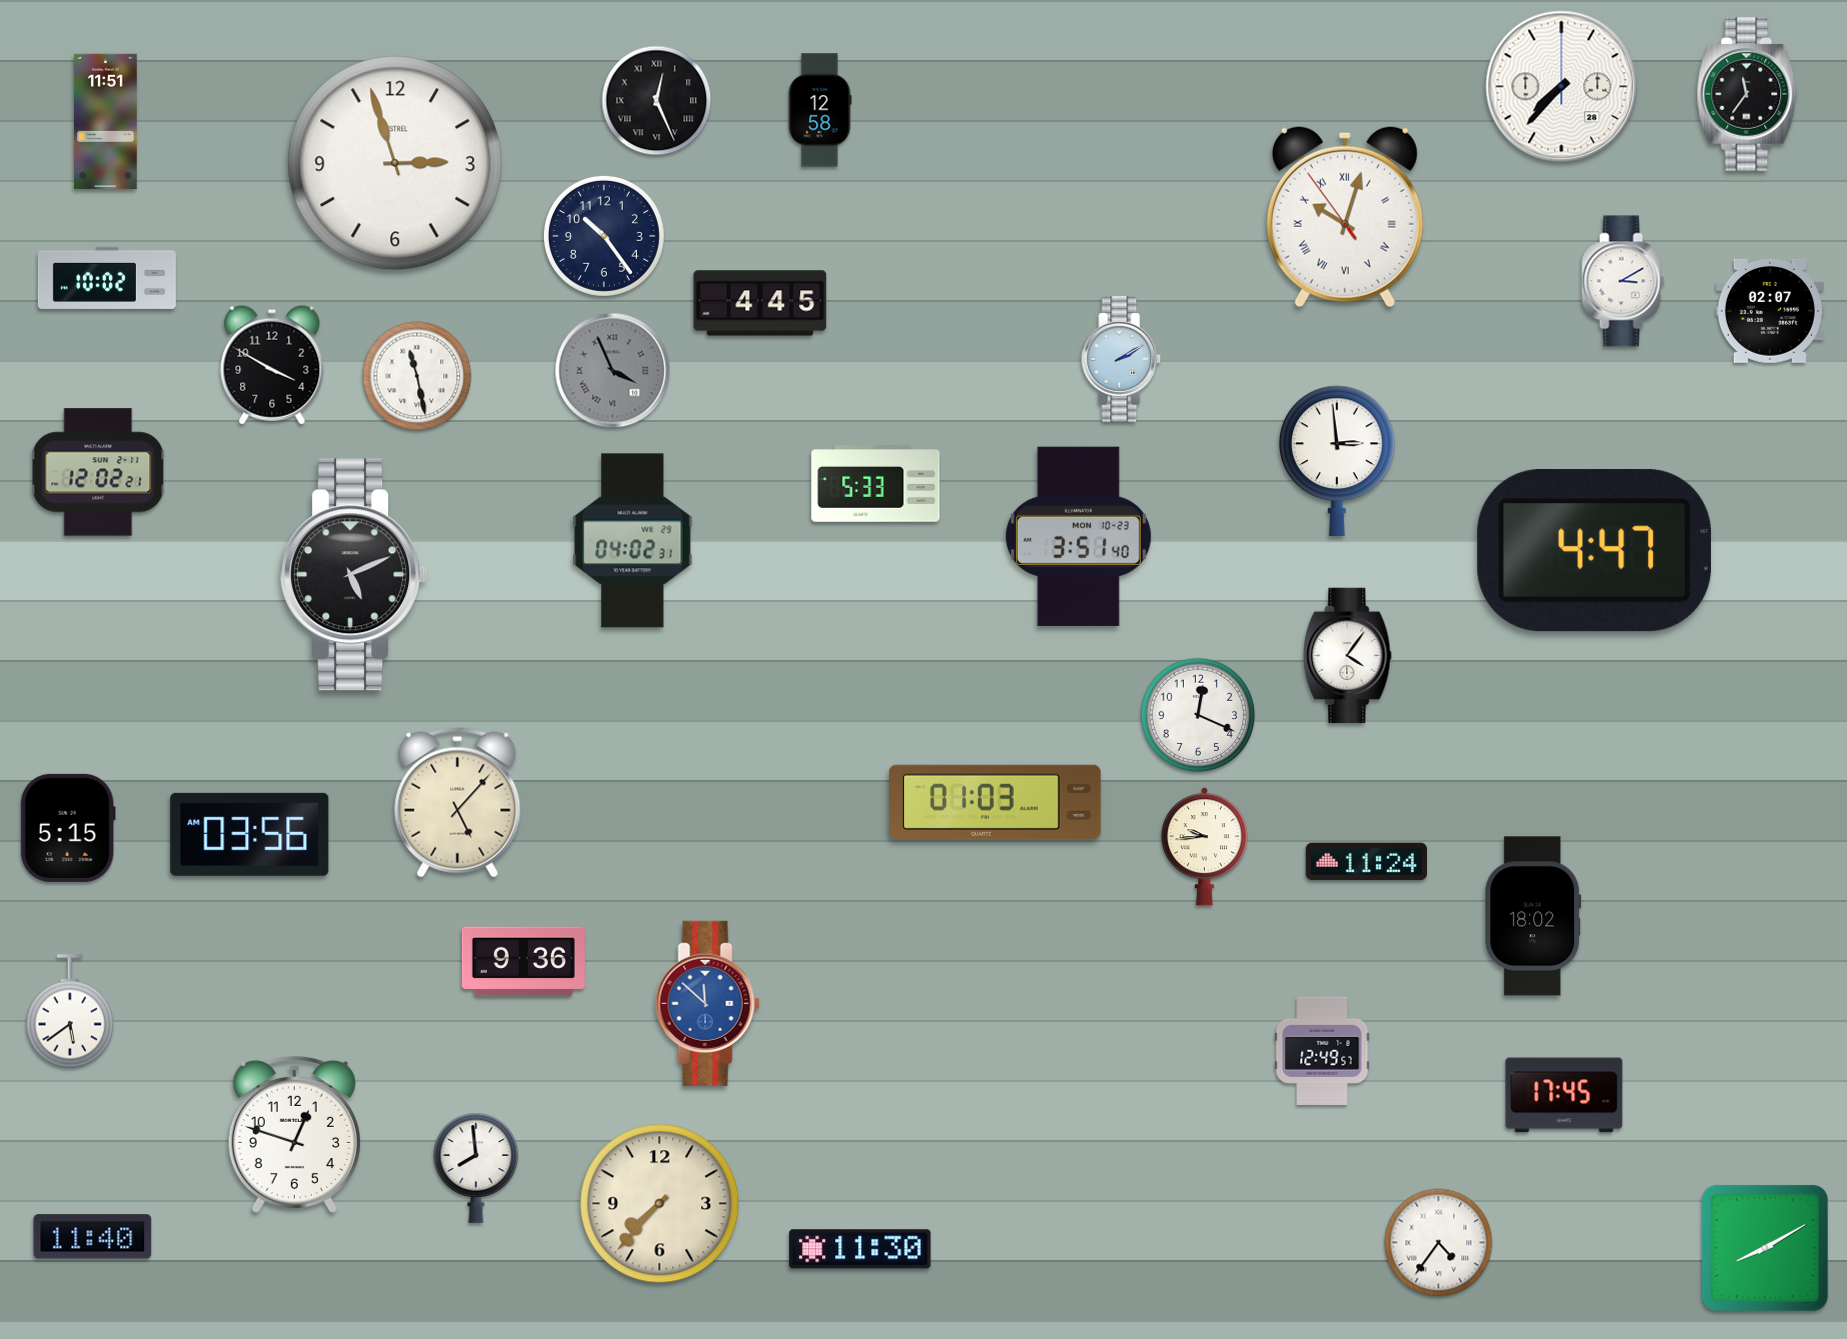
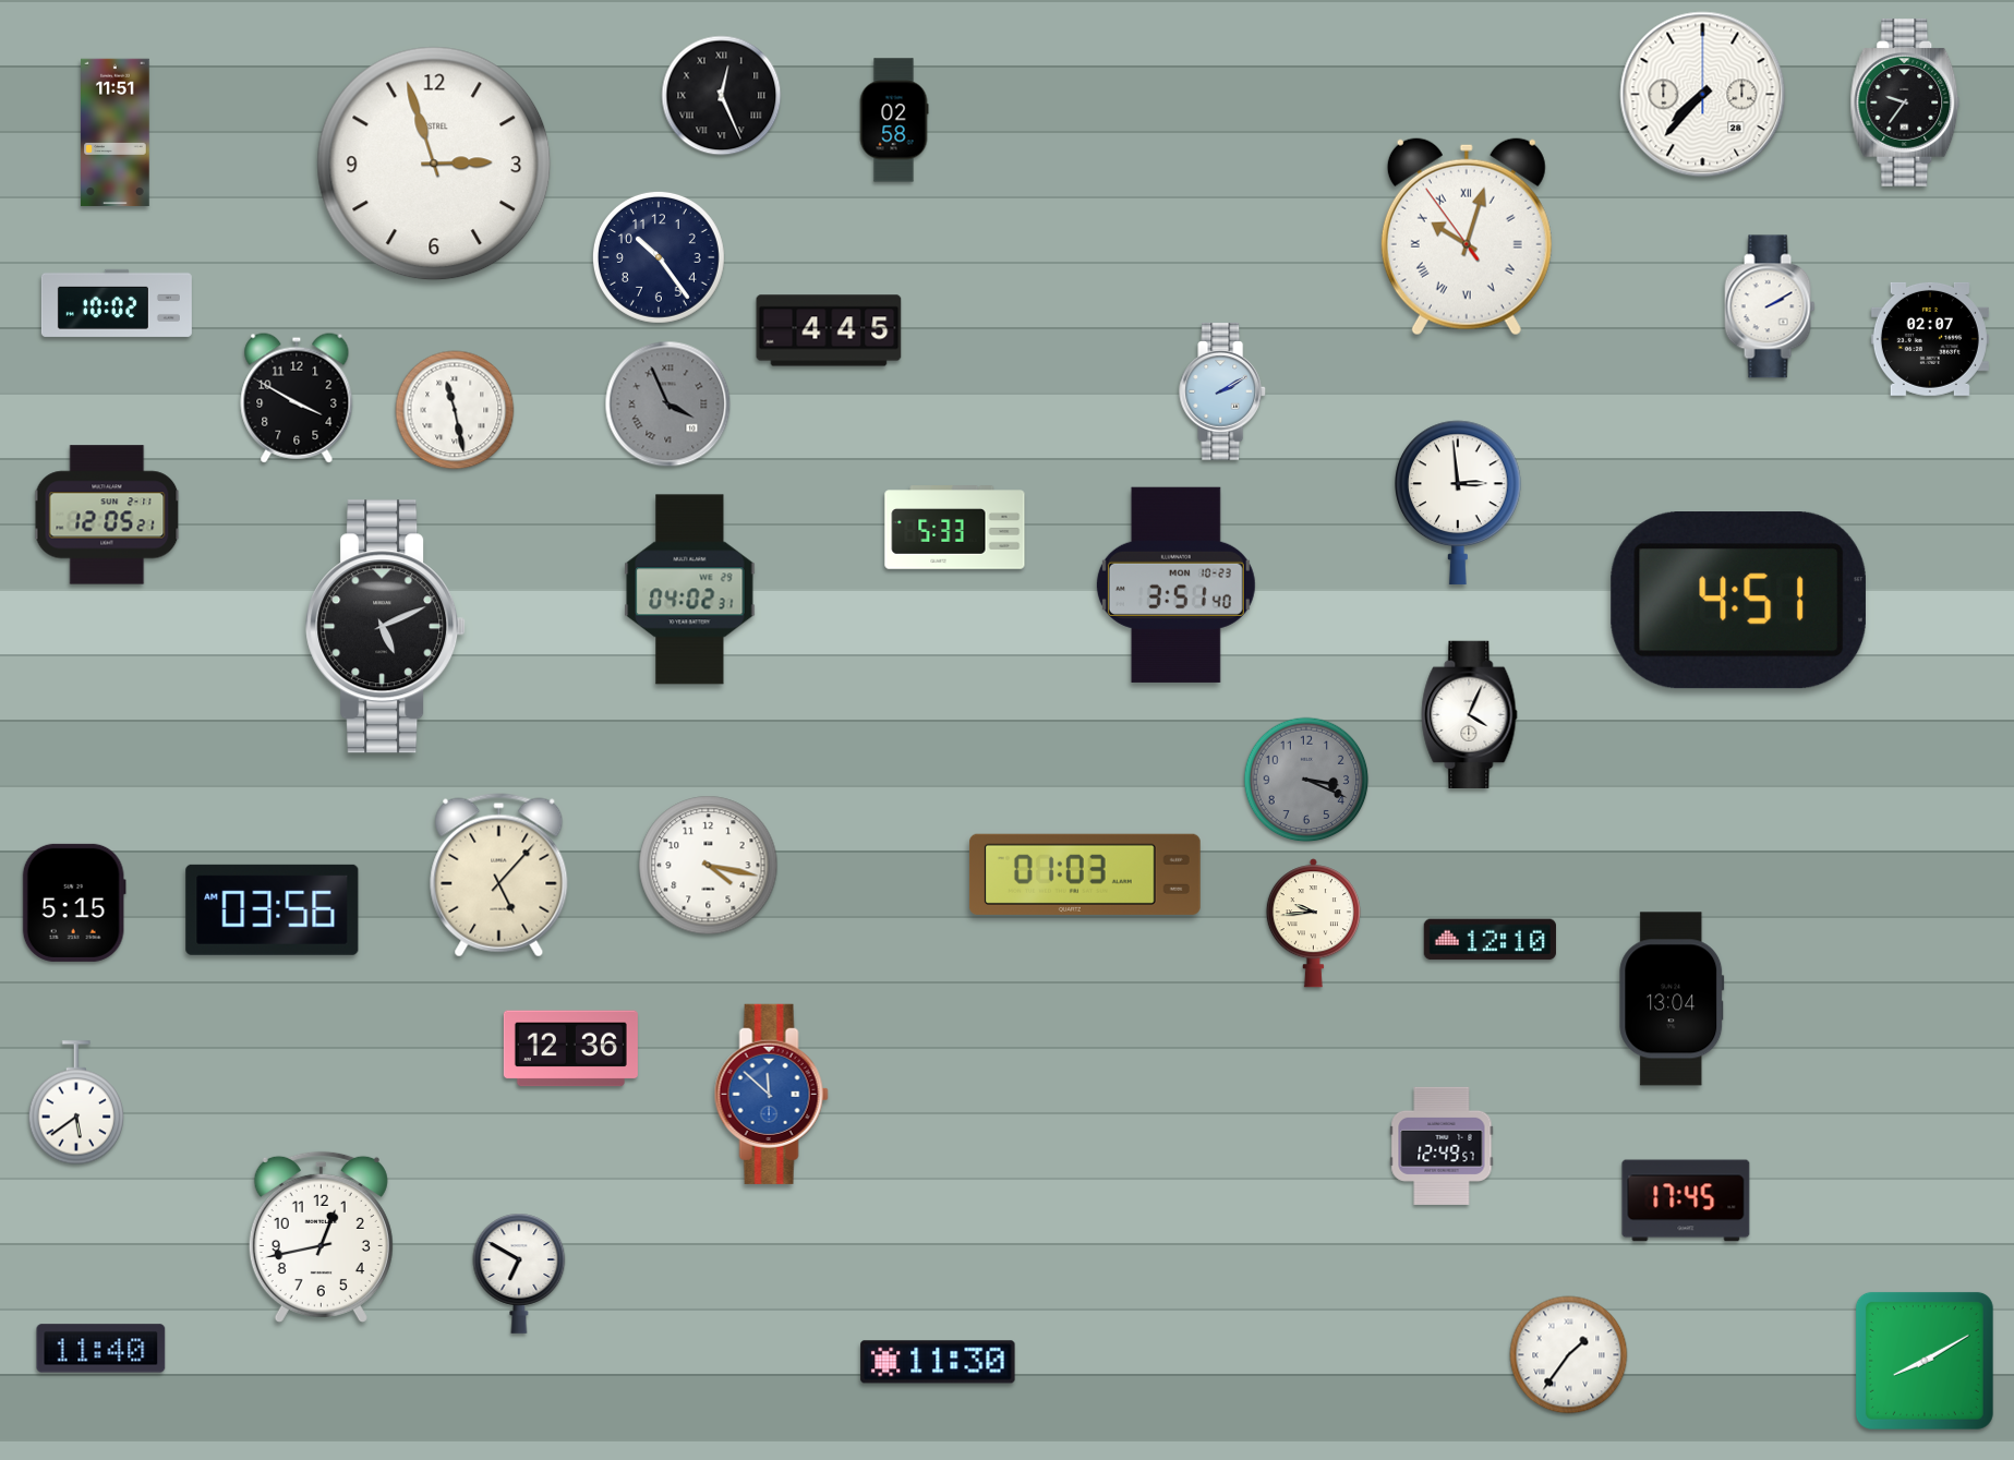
clock at (1747, 94): 11:36 -> 9:36
clock at (657, 101) position: (657, 101) -> (722, 96)
clock at (820, 110): 12:58 -> 02:58
clock at (395, 163) position: (395, 163) -> (434, 164)
clock at (1623, 281): 3:10 -> 2:10
clock at (98, 472): 12:02 -> 12:05
clock at (1594, 551): 4:47 -> 4:51
clock at (1348, 655): 4:06 -> 4:04
clock at (1198, 715): 12:19 -> 3:19
clock at (1198, 715) dial: white -> grey
clock at (709, 866): none -> 4:17
clock at (1366, 862): 11:24 -> 12:10
clock at (1533, 916): 18:02 -> 13:04
clock at (523, 962): 9:36 -> 12:36
clock at (1564, 1095) position: (1564, 1095) -> (1686, 1200)
clock at (294, 1134): 12:48 -> 12:43
clock at (476, 1168): 7:59 -> 6:50
clock at (660, 1204): 7:37 -> none
clock at (1439, 1243): 4:36 -> 1:36
